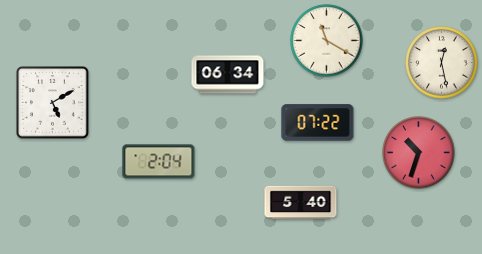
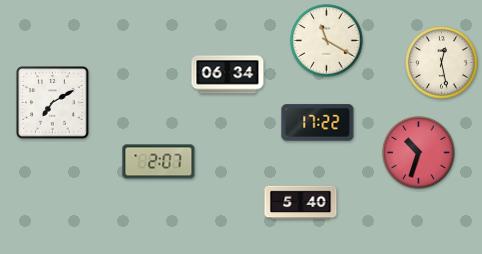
clock at (53, 103): 5:10 -> 7:10
clock at (318, 123): 07:22 -> 17:22
clock at (159, 162): 2:04 -> 2:07
